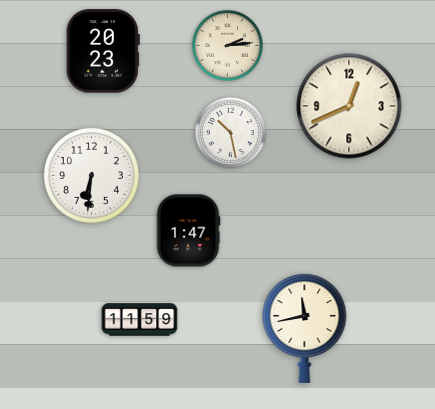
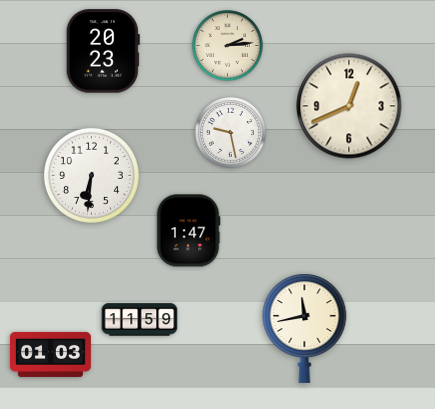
clock at (231, 133): 10:28 -> 9:28
clock at (50, 354): none -> 01:03
